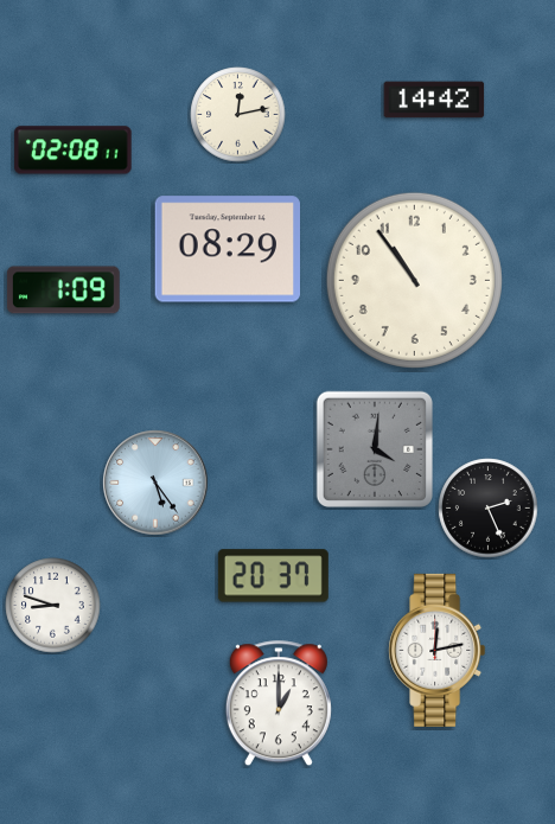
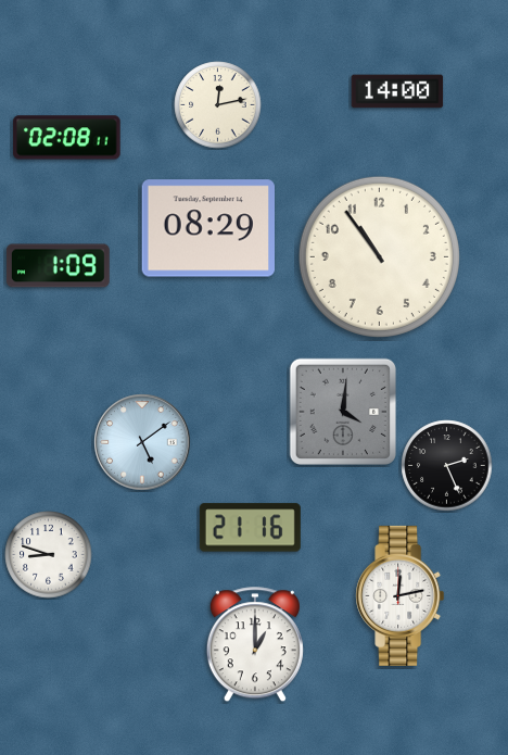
clock at (434, 100): 14:42 -> 14:00
clock at (155, 483): 5:24 -> 5:09
clock at (273, 576): 20:37 -> 21:16
